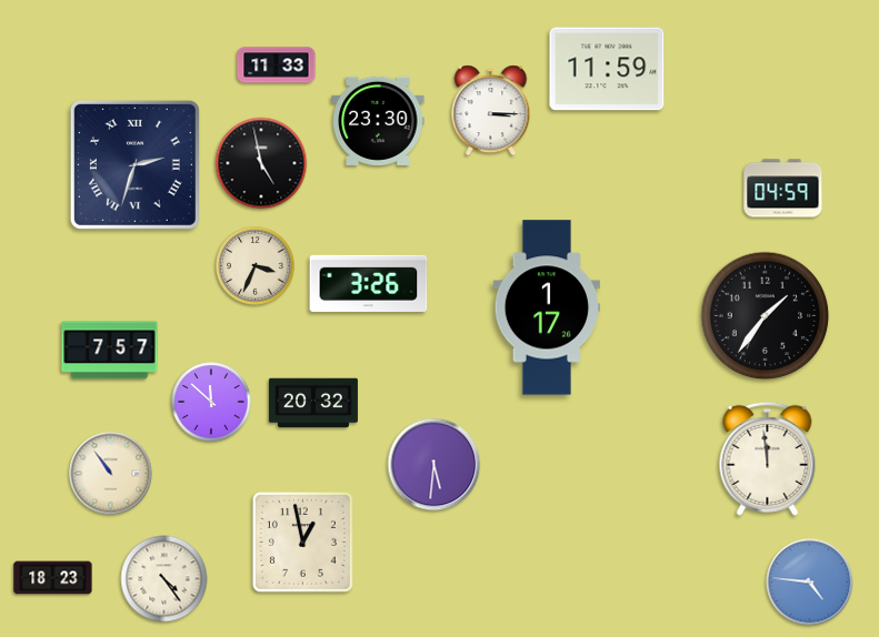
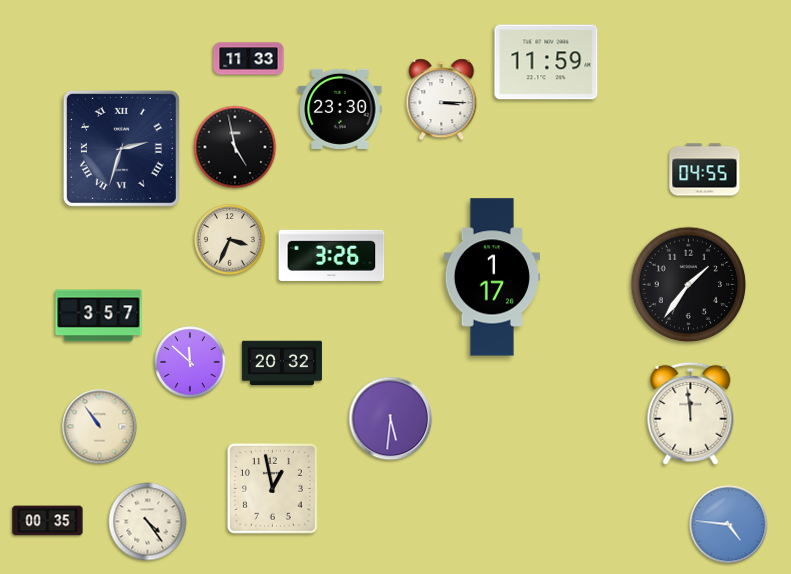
clock at (783, 189): 04:59 -> 04:55
clock at (110, 351): 7:57 -> 3:57
clock at (53, 578): 18:23 -> 00:35
